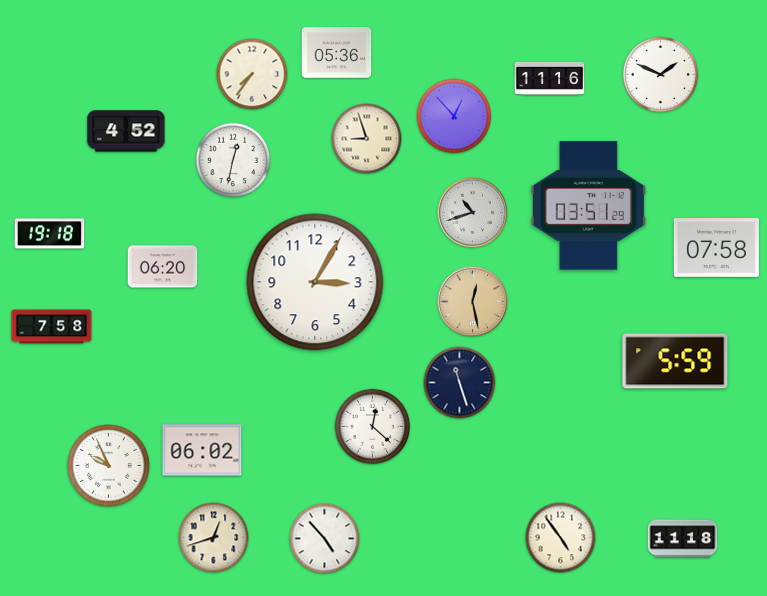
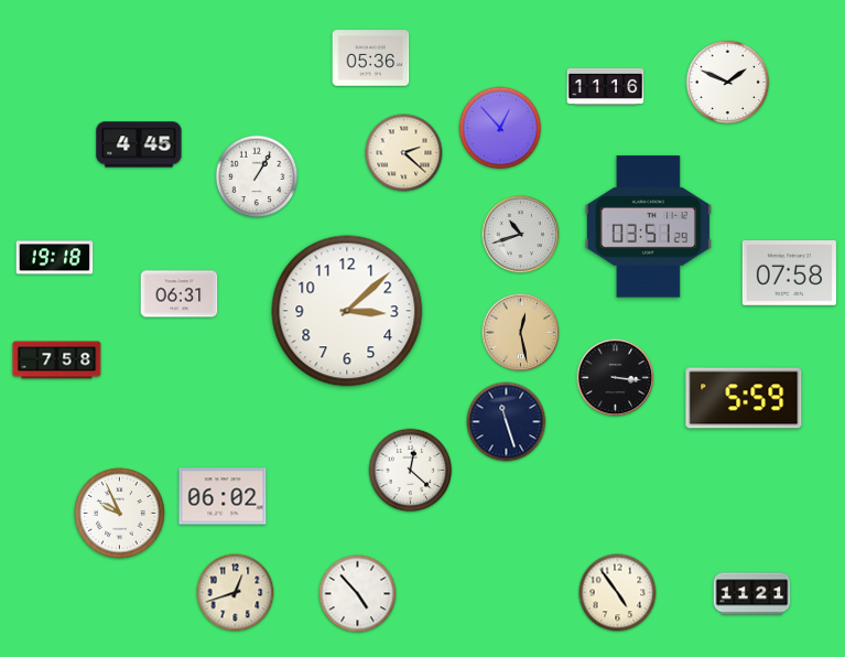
clock at (252, 74): 7:36 -> none
clock at (126, 131): 4:52 -> 4:45
clock at (367, 139): 8:57 -> 2:22
clock at (233, 160): 12:32 -> 1:05
clock at (163, 267): 06:20 -> 06:31
clock at (315, 282): 3:05 -> 3:08
clock at (616, 378): none -> 3:16
clock at (683, 539): 11:18 -> 11:21
